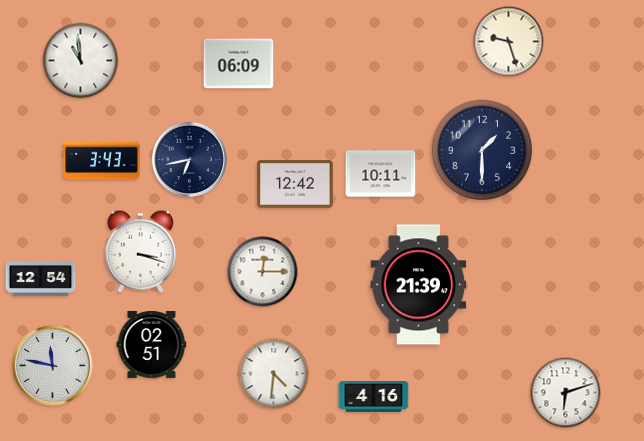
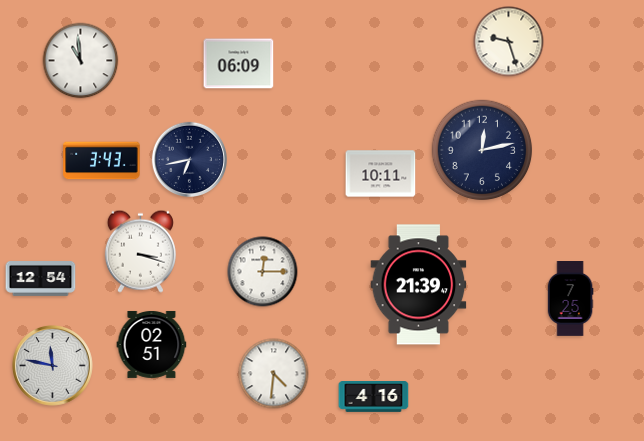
clock at (482, 150): 1:30 -> 12:13
clock at (295, 184): 12:42 -> none
clock at (570, 299): none -> 7:25
clock at (566, 393): 6:12 -> none
